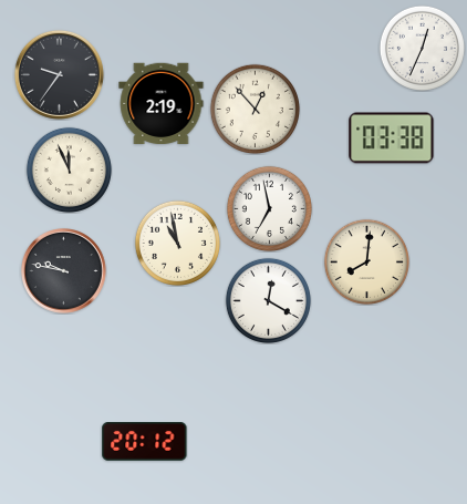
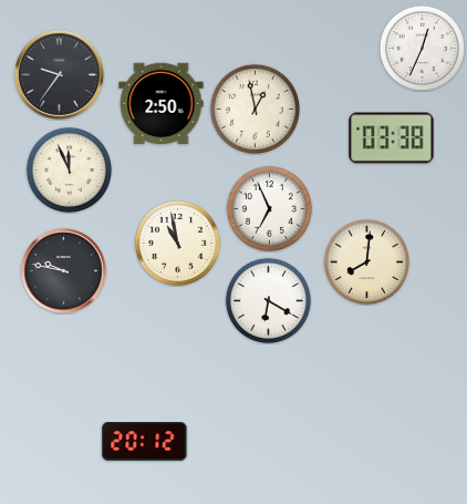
clock at (162, 103): 2:19 -> 2:50
clock at (255, 109): 12:53 -> 12:58
clock at (269, 208): 6:58 -> 6:56
clock at (268, 300): 12:20 -> 6:20
